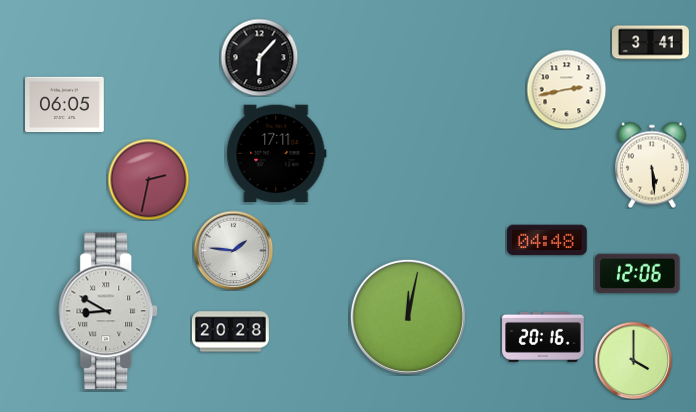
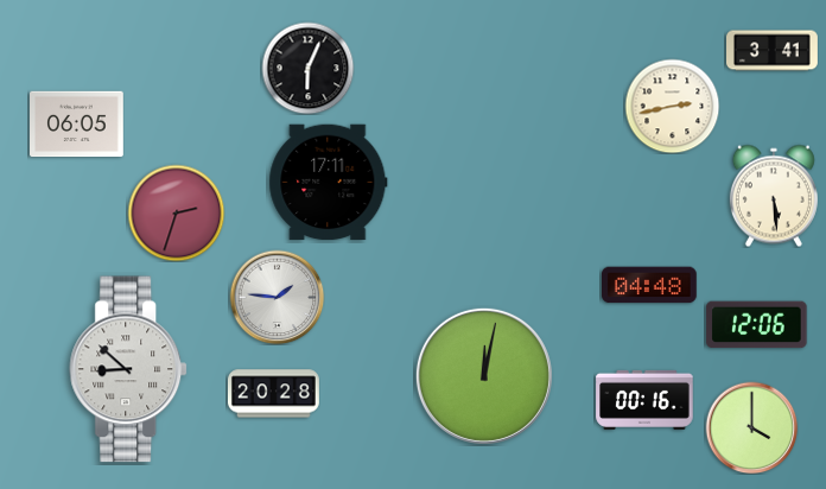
clock at (259, 57): 6:07 -> 6:04
clock at (148, 179): 2:32 -> 2:33
clock at (109, 311): 8:50 -> 8:52
clock at (543, 337): 20:16 -> 00:16
